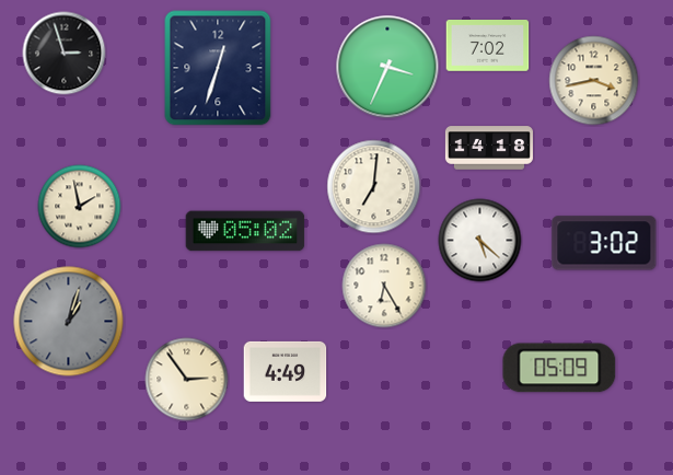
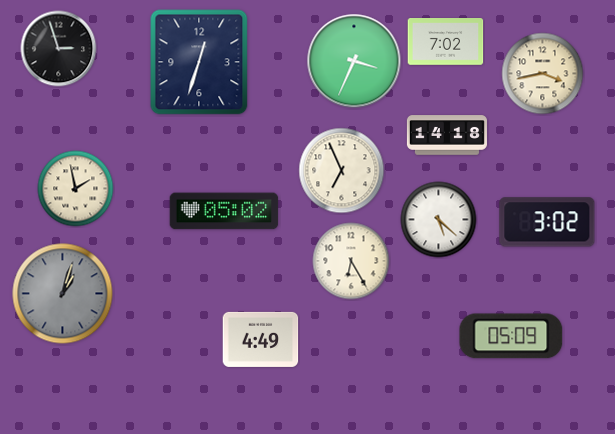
clock at (374, 187): 7:01 -> 6:56
clock at (80, 207) position: (80, 207) -> (76, 189)
clock at (604, 243) position: (604, 243) -> (547, 222)
clock at (187, 380): 2:54 -> none
